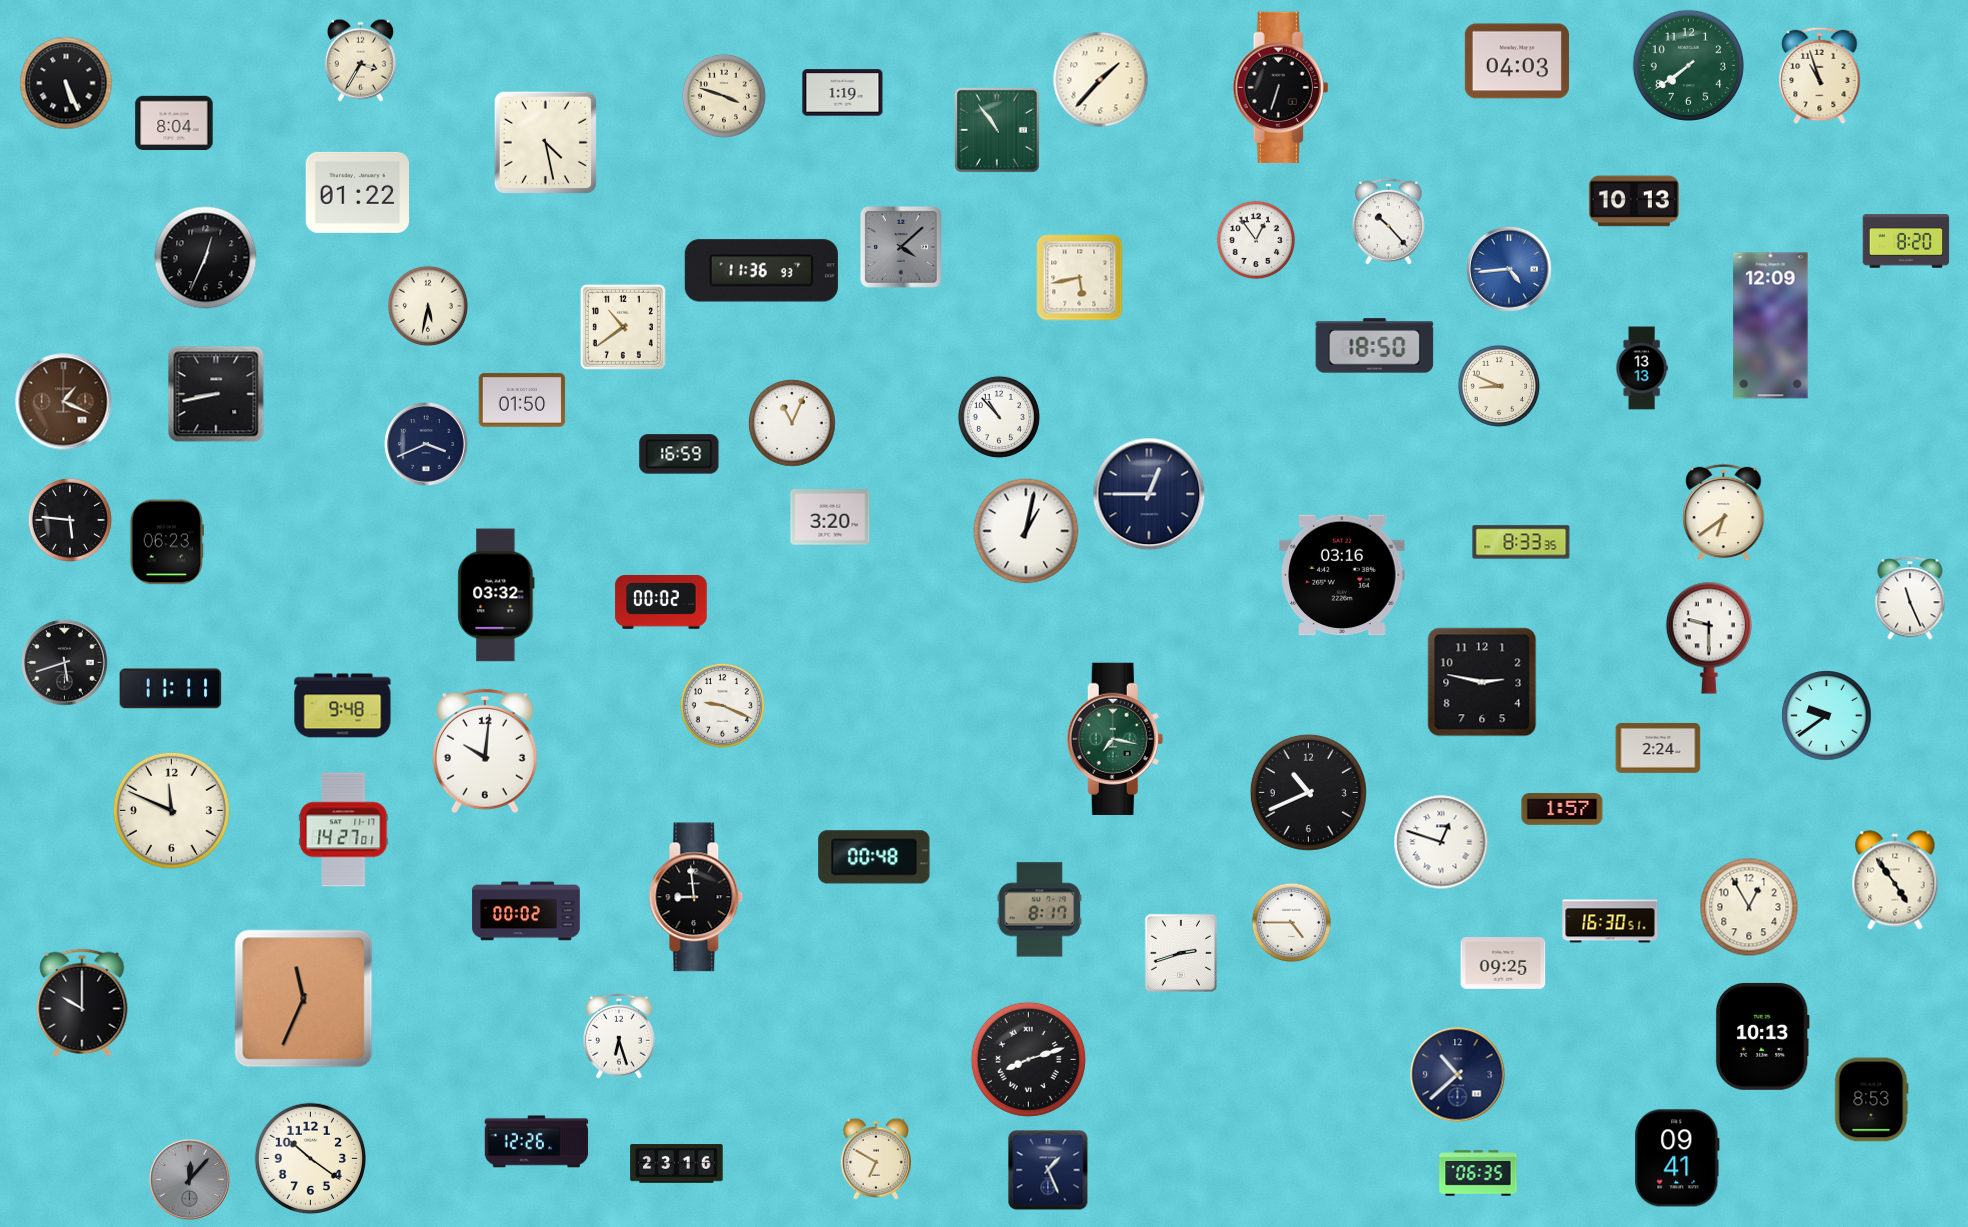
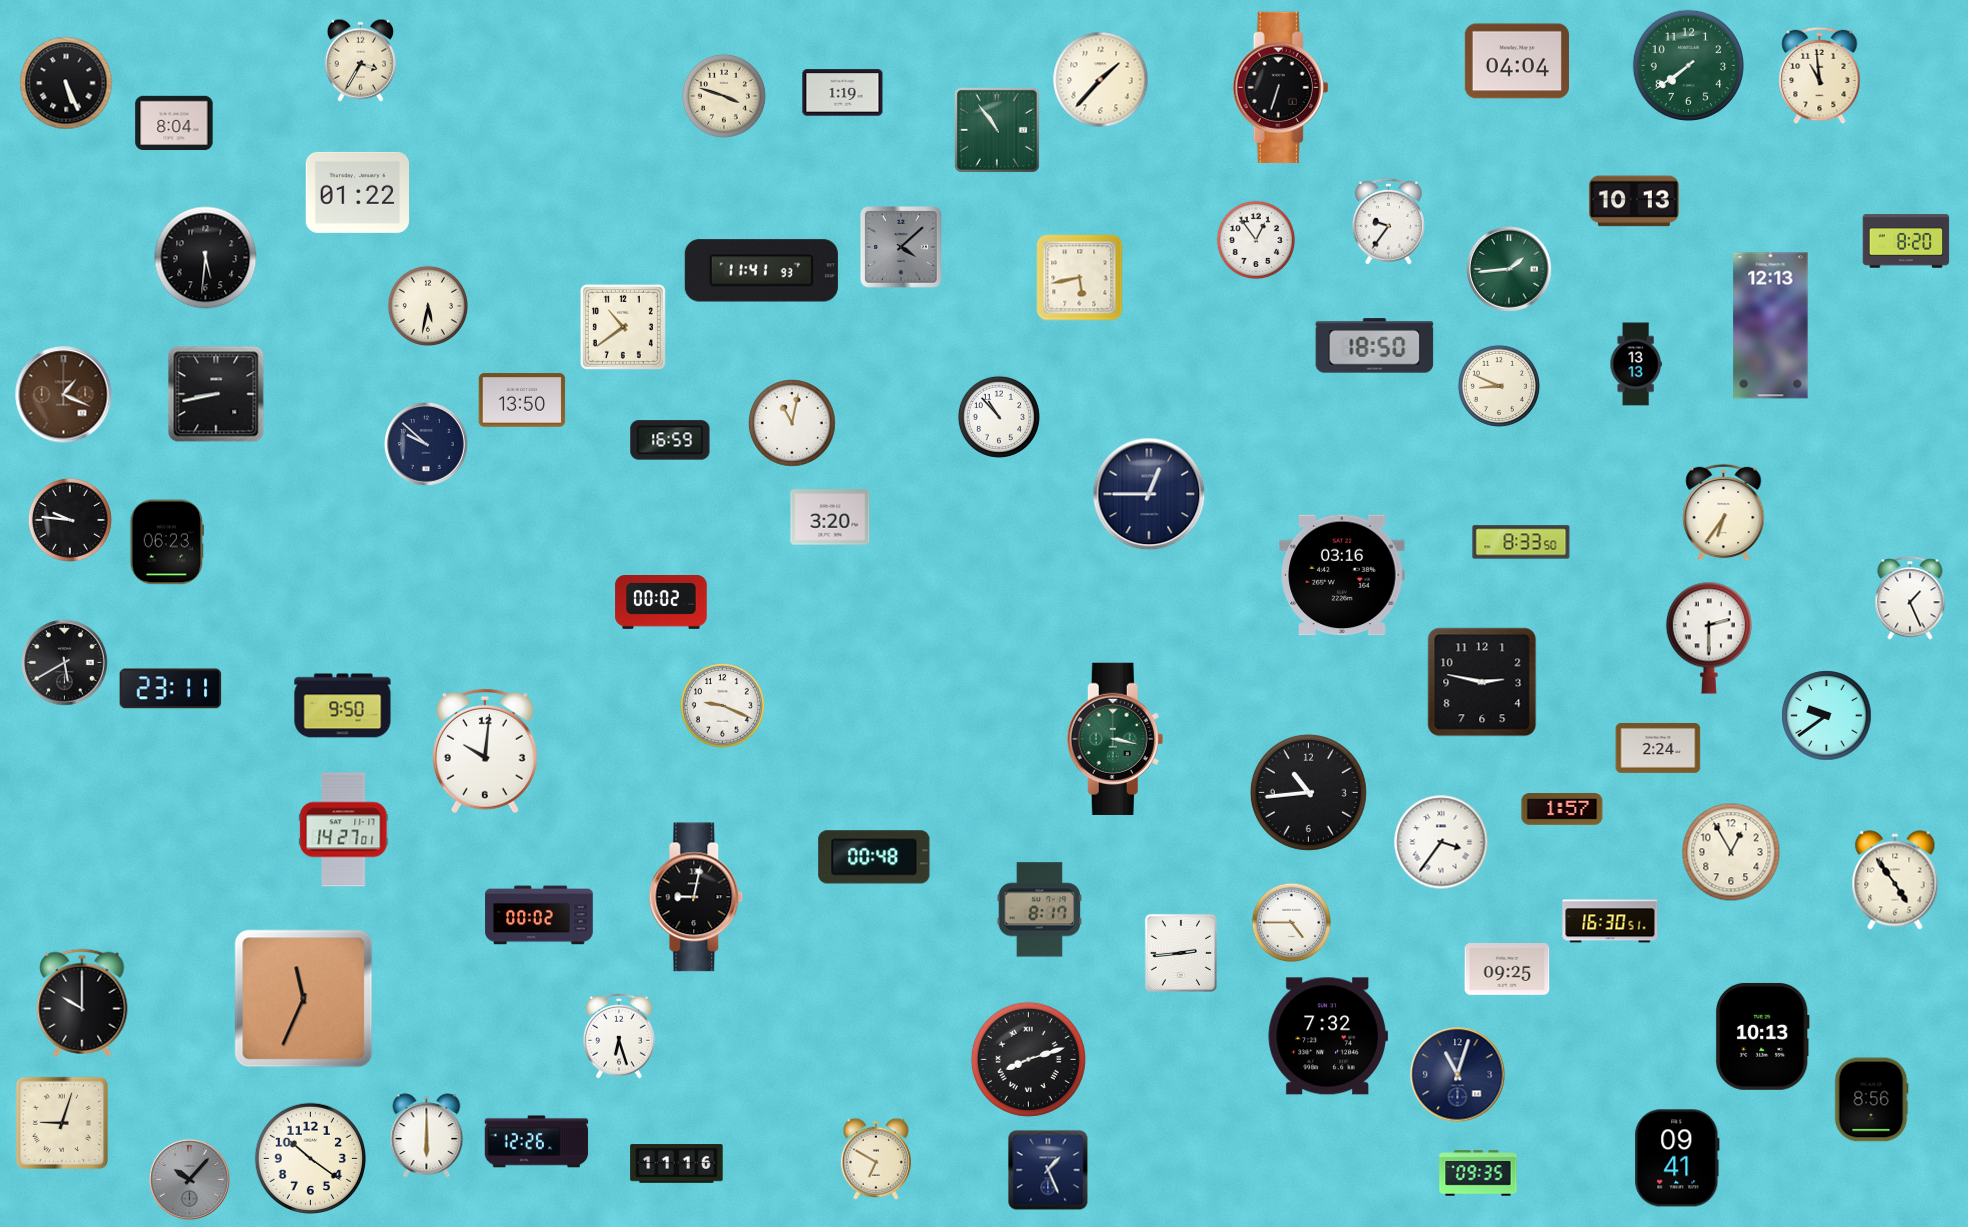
clock at (1517, 61): 04:03 -> 04:04
clock at (1820, 76): 10:57 -> 10:59
clock at (545, 142): 4:28 -> none
clock at (1388, 221): 10:23 -> 9:36
clock at (206, 258): 12:34 -> 5:31
clock at (1509, 269): 4:44 -> 1:44
clock at (1509, 269) dial: blue -> green
clock at (761, 271): 11:36 -> 11:41
clock at (1771, 326): 12:09 -> 12:13
clock at (1642, 368) position: (1642, 368) -> (1636, 364)
clock at (522, 400): 01:50 -> 13:50
clock at (64, 402) position: (64, 402) -> (64, 395)
clock at (792, 423): 11:04 -> 11:02
clock at (427, 445): 3:41 -> 9:52
clock at (679, 454) position: (679, 454) -> (670, 440)
clock at (1724, 513): 6:39 -> 6:36
clock at (70, 520): 5:46 -> 9:46
clock at (1026, 531): 1:02 -> none
clock at (1521, 542): 8:33:35 -> 8:33:50
clock at (496, 595): 03:32 -> none
clock at (1910, 598): 11:26 -> 1:26
clock at (1709, 638): 9:30 -> 2:30
clock at (65, 663): 5:42 -> 5:40
clock at (171, 689): 11:11 -> 23:11
clock at (343, 706): 9:48 -> 9:50
clock at (1115, 739): 7:17 -> 3:17
clock at (1308, 792): 10:41 -> 10:44
clock at (171, 810): 11:49 -> none
clock at (1441, 842): 12:48 -> 3:36
clock at (696, 897): 8:59 -> 9:02
clock at (1749, 907) position: (1749, 907) -> (1731, 852)
clock at (526, 911) position: (526, 911) -> (539, 915)
clock at (1181, 953): 2:42 -> 2:44
clock at (1503, 964) position: (1503, 964) -> (1507, 970)
clock at (1328, 1036): none -> 7:32
clock at (1458, 1075): 10:38 -> 11:03
clock at (1871, 1100): 8:53 -> 8:56
clock at (62, 1123): none -> 9:03
clock at (427, 1136): none -> 6:00
clock at (677, 1164): 23:16 -> 11:16
clock at (1478, 1173): 06:35 -> 09:35
clock at (189, 1179): 12:07 -> 10:07
